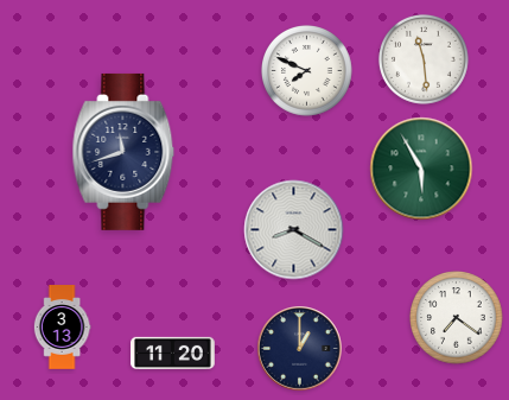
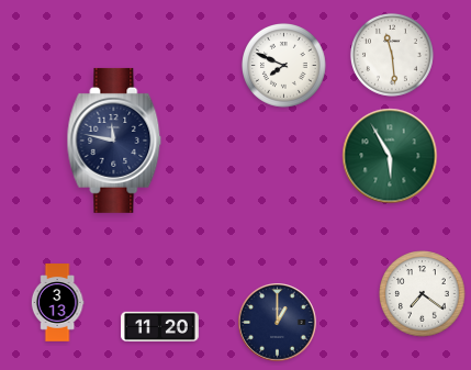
clock at (123, 152): 11:42 -> 11:47
clock at (294, 230): 8:20 -> none
